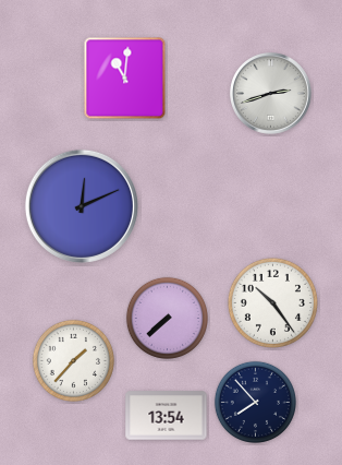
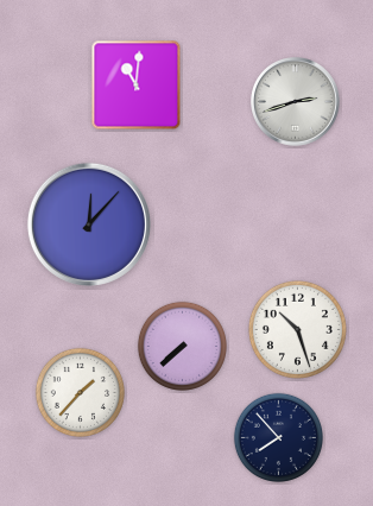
clock at (82, 206): 12:11 -> 12:07
clock at (272, 302): 10:24 -> 10:27
clock at (167, 416): 13:54 -> none
